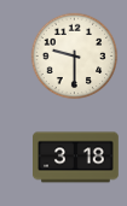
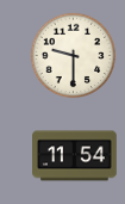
clock at (76, 158): 3:18 -> 11:54
